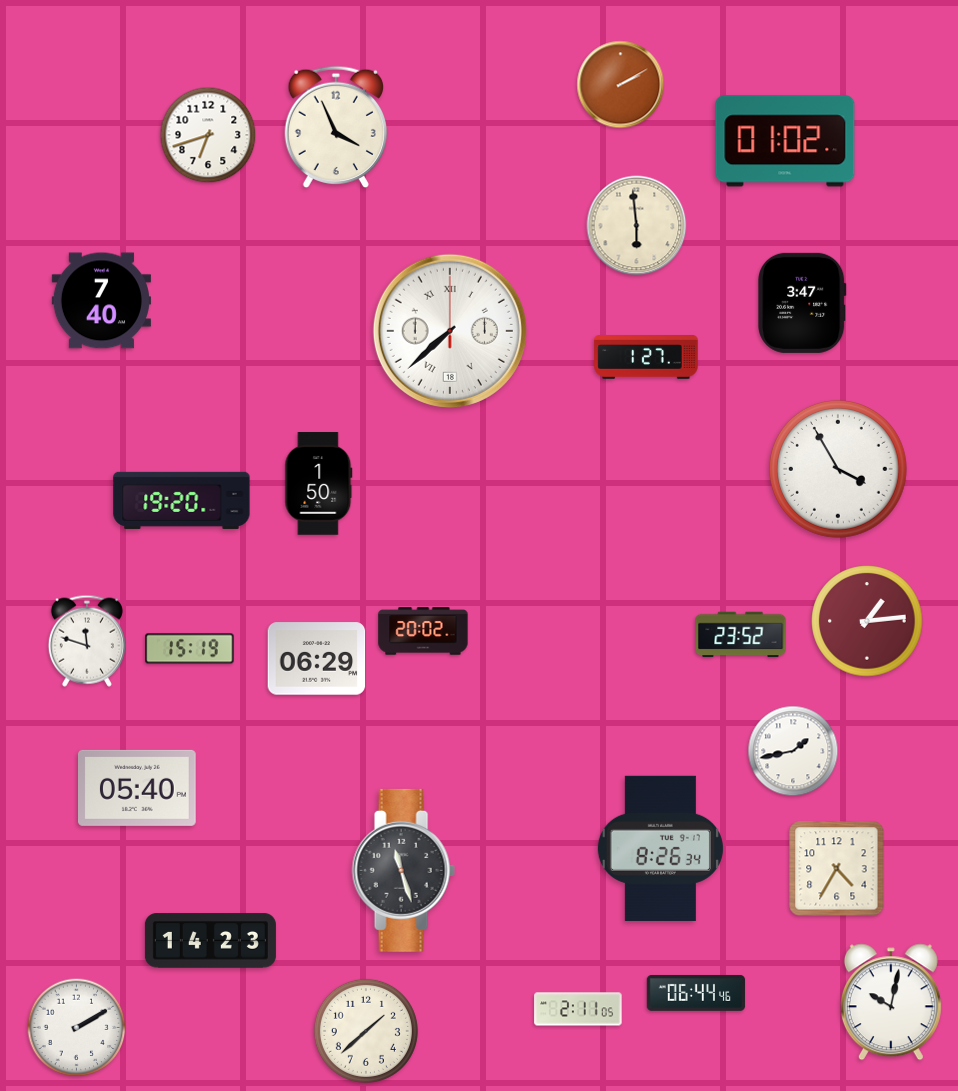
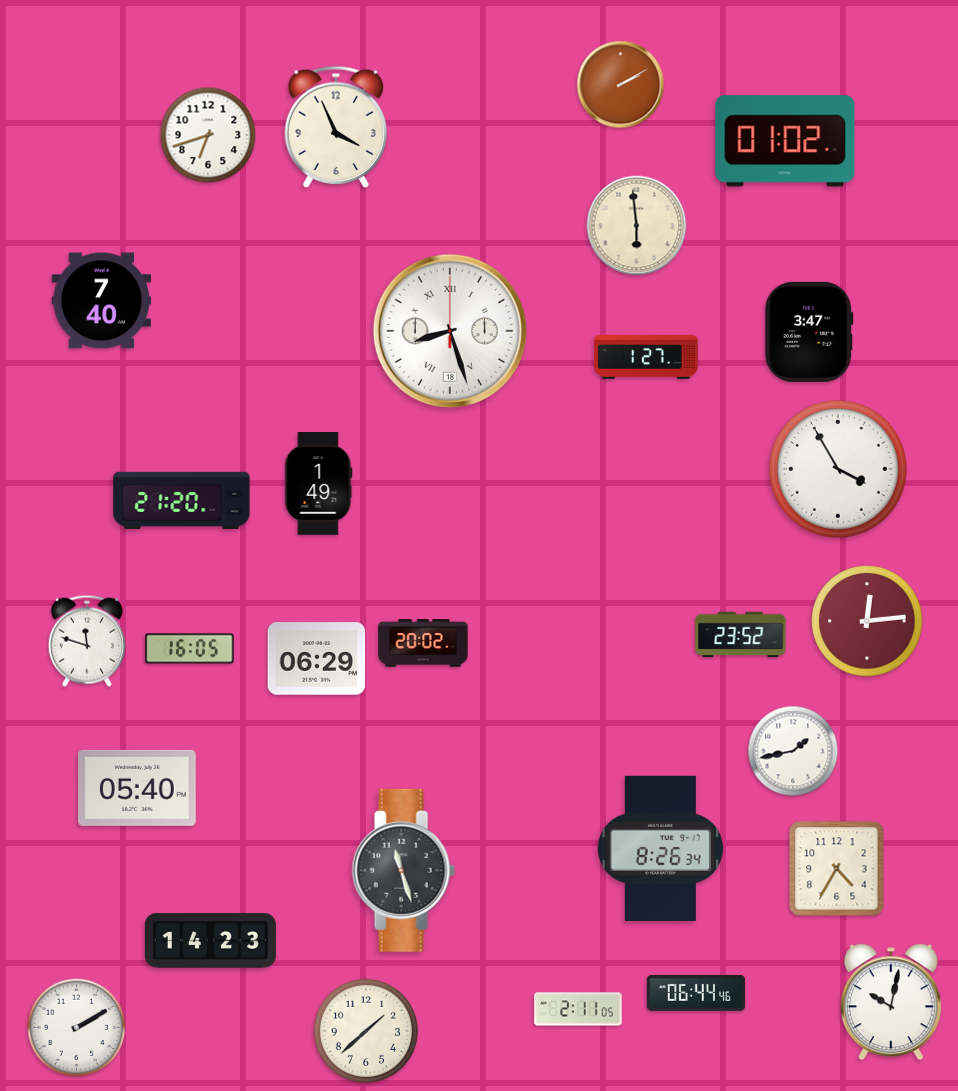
clock at (802, 303) position: (802, 303) -> (809, 332)
clock at (450, 331): 7:38 -> 8:27
clock at (319, 484): 1:50 -> 1:49
clock at (182, 500): 19:20 -> 21:20
clock at (867, 621): 1:14 -> 12:14
clock at (423, 631) position: (423, 631) -> (423, 643)
clock at (190, 649): 15:19 -> 16:05
